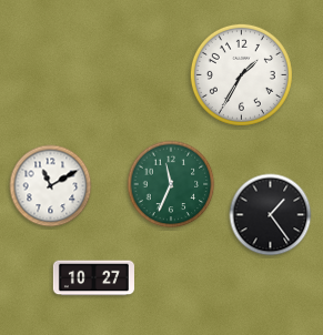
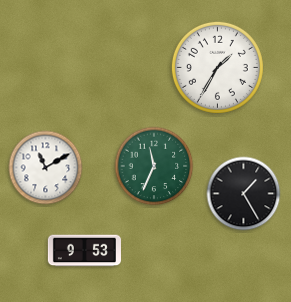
clock at (271, 215): 1:24 -> 1:25
clock at (93, 278): 10:27 -> 9:53
